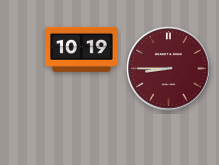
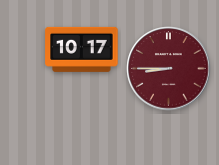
clock at (82, 49): 10:19 -> 10:17
